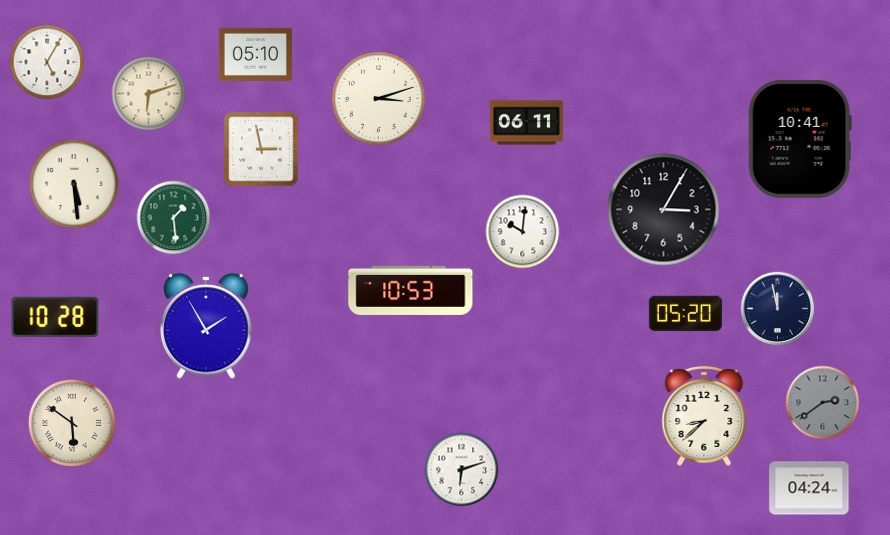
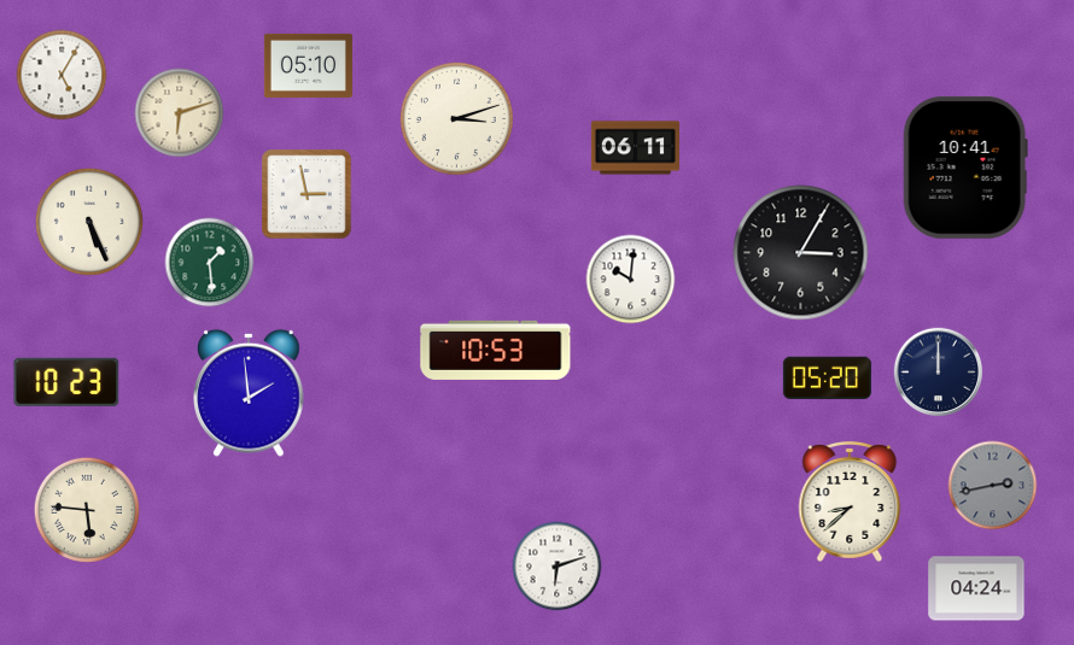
clock at (47, 62) position: (47, 62) -> (62, 75)
clock at (261, 149) position: (261, 149) -> (307, 194)
clock at (74, 184): 5:29 -> 5:26
clock at (778, 309): 11:58 -> 12:00
clock at (55, 317): 10:28 -> 10:23
clock at (206, 326): 1:55 -> 1:59
clock at (823, 403): 2:39 -> 2:43
clock at (72, 423): 5:51 -> 5:46
